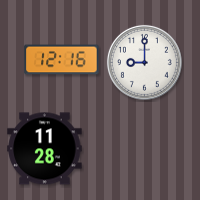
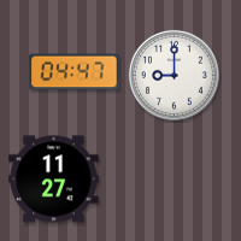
clock at (62, 60): 12:16 -> 04:47
clock at (45, 149): 11:28 -> 11:27
